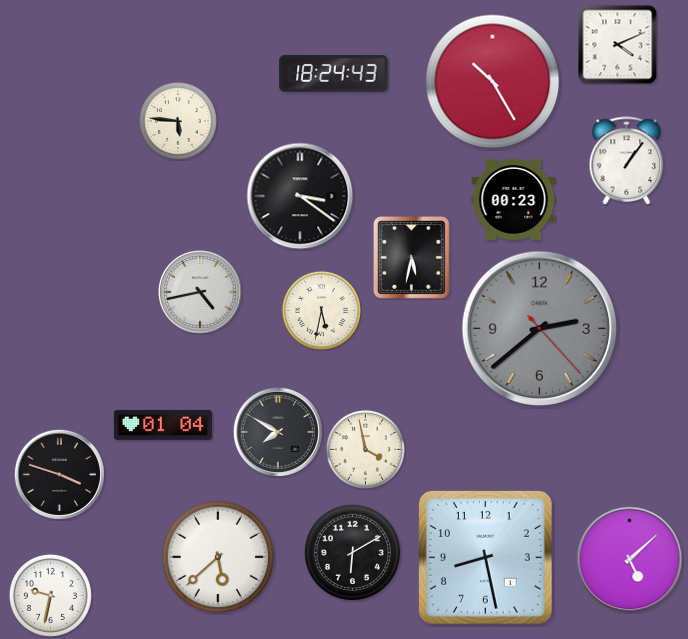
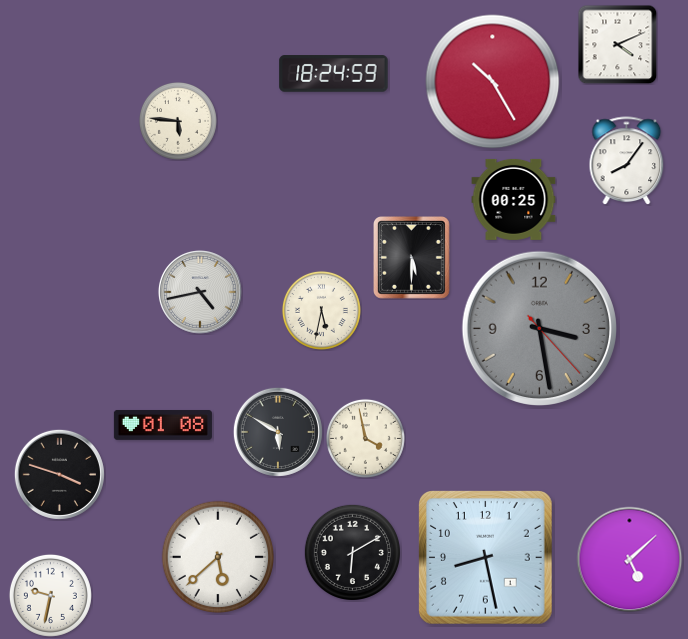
clock at (334, 74): 18:24:43 -> 18:24:59
clock at (627, 161): 1:06 -> 8:06
clock at (300, 196): 3:21 -> none
clock at (514, 199): 00:23 -> 00:25
clock at (412, 258): 5:32 -> 5:30
clock at (539, 328): 2:38 -> 3:28
clock at (163, 425): 01:04 -> 01:08
clock at (278, 432): 7:50 -> 5:50
clock at (365, 449) position: (365, 449) -> (365, 438)
